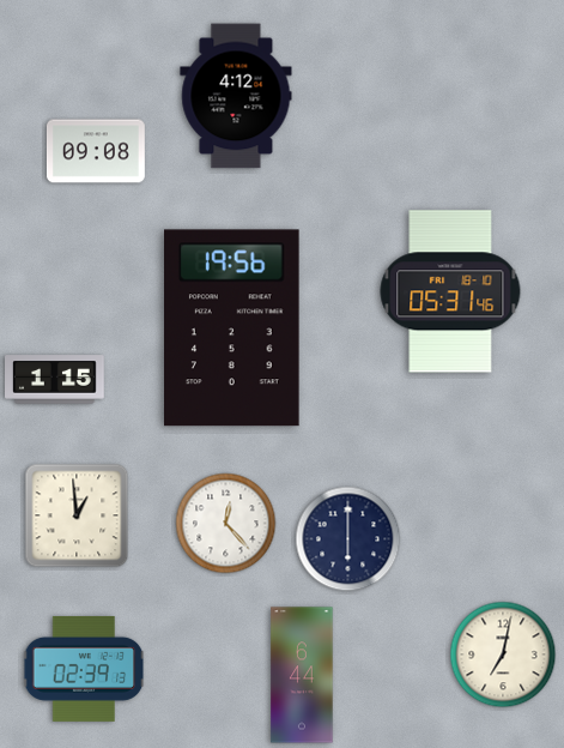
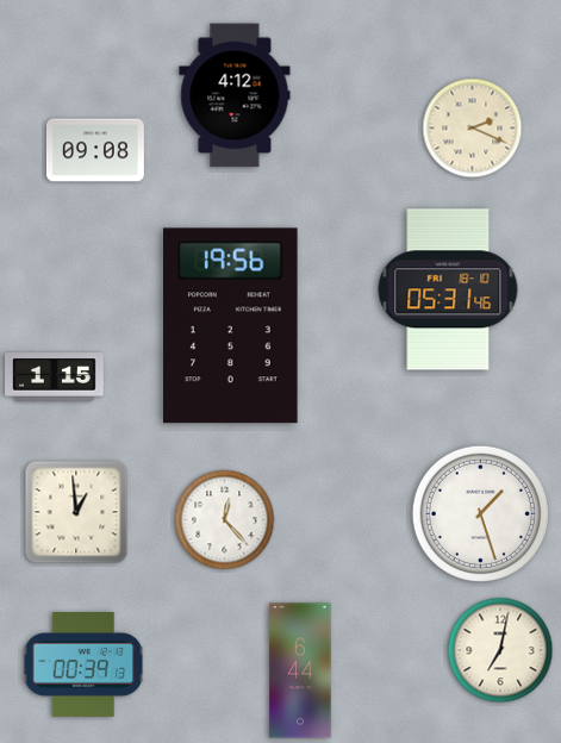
clock at (473, 129): none -> 2:19
clock at (480, 513): none -> 1:27
clock at (348, 539): 6:00 -> none
clock at (84, 669): 02:39 -> 00:39
